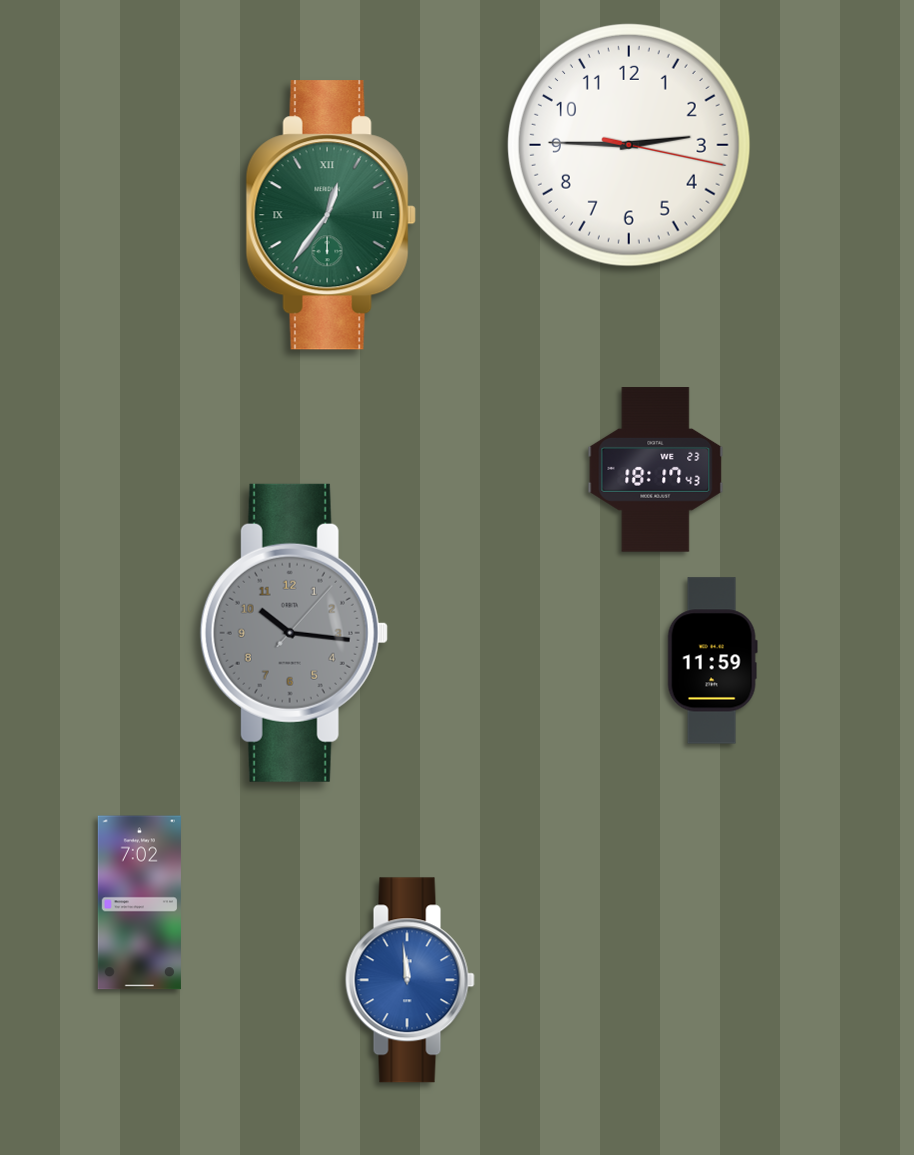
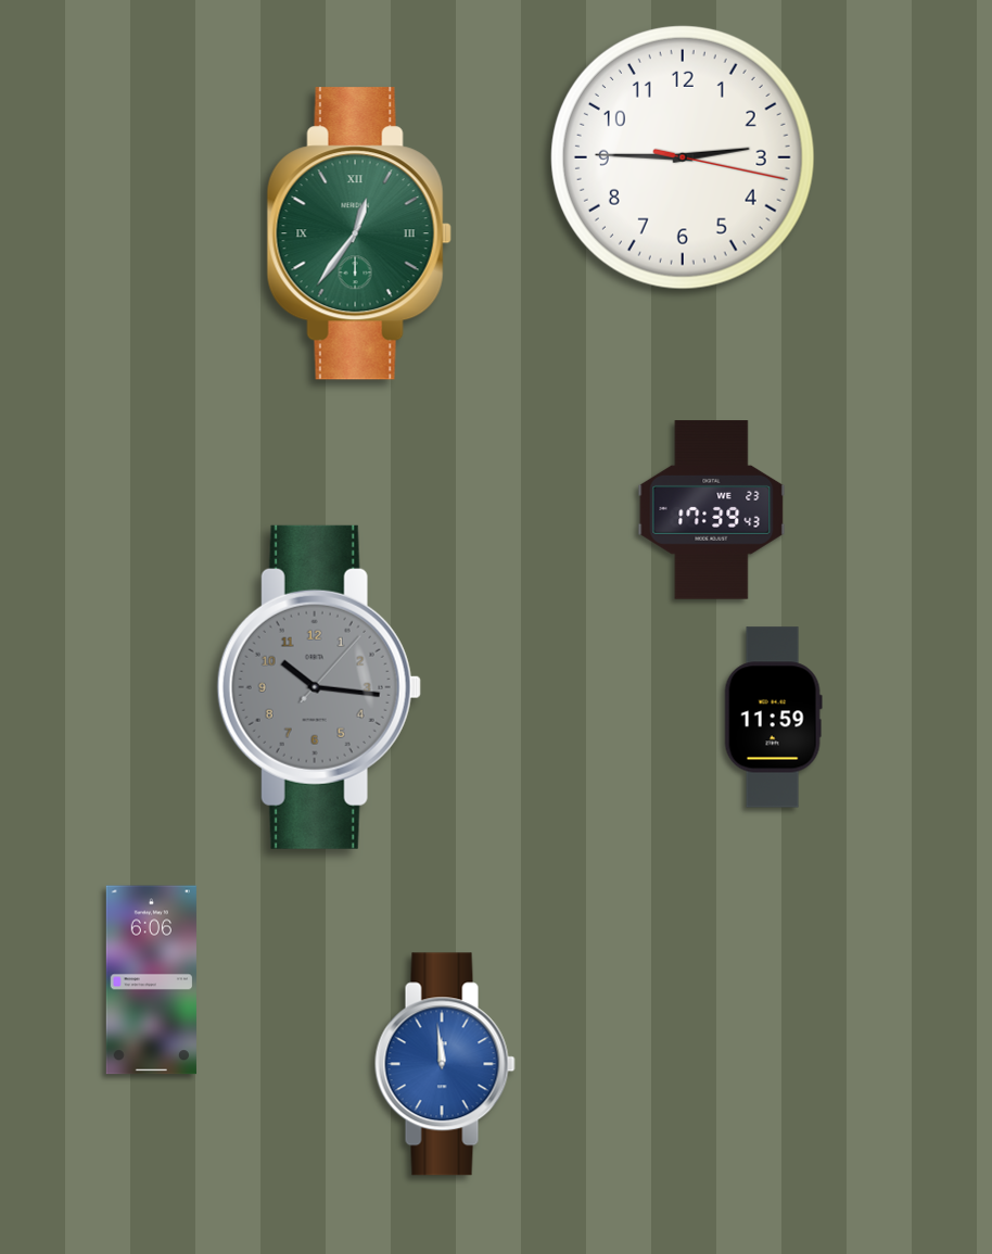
clock at (656, 470): 18:17 -> 17:39
clock at (139, 903): 7:02 -> 6:06
